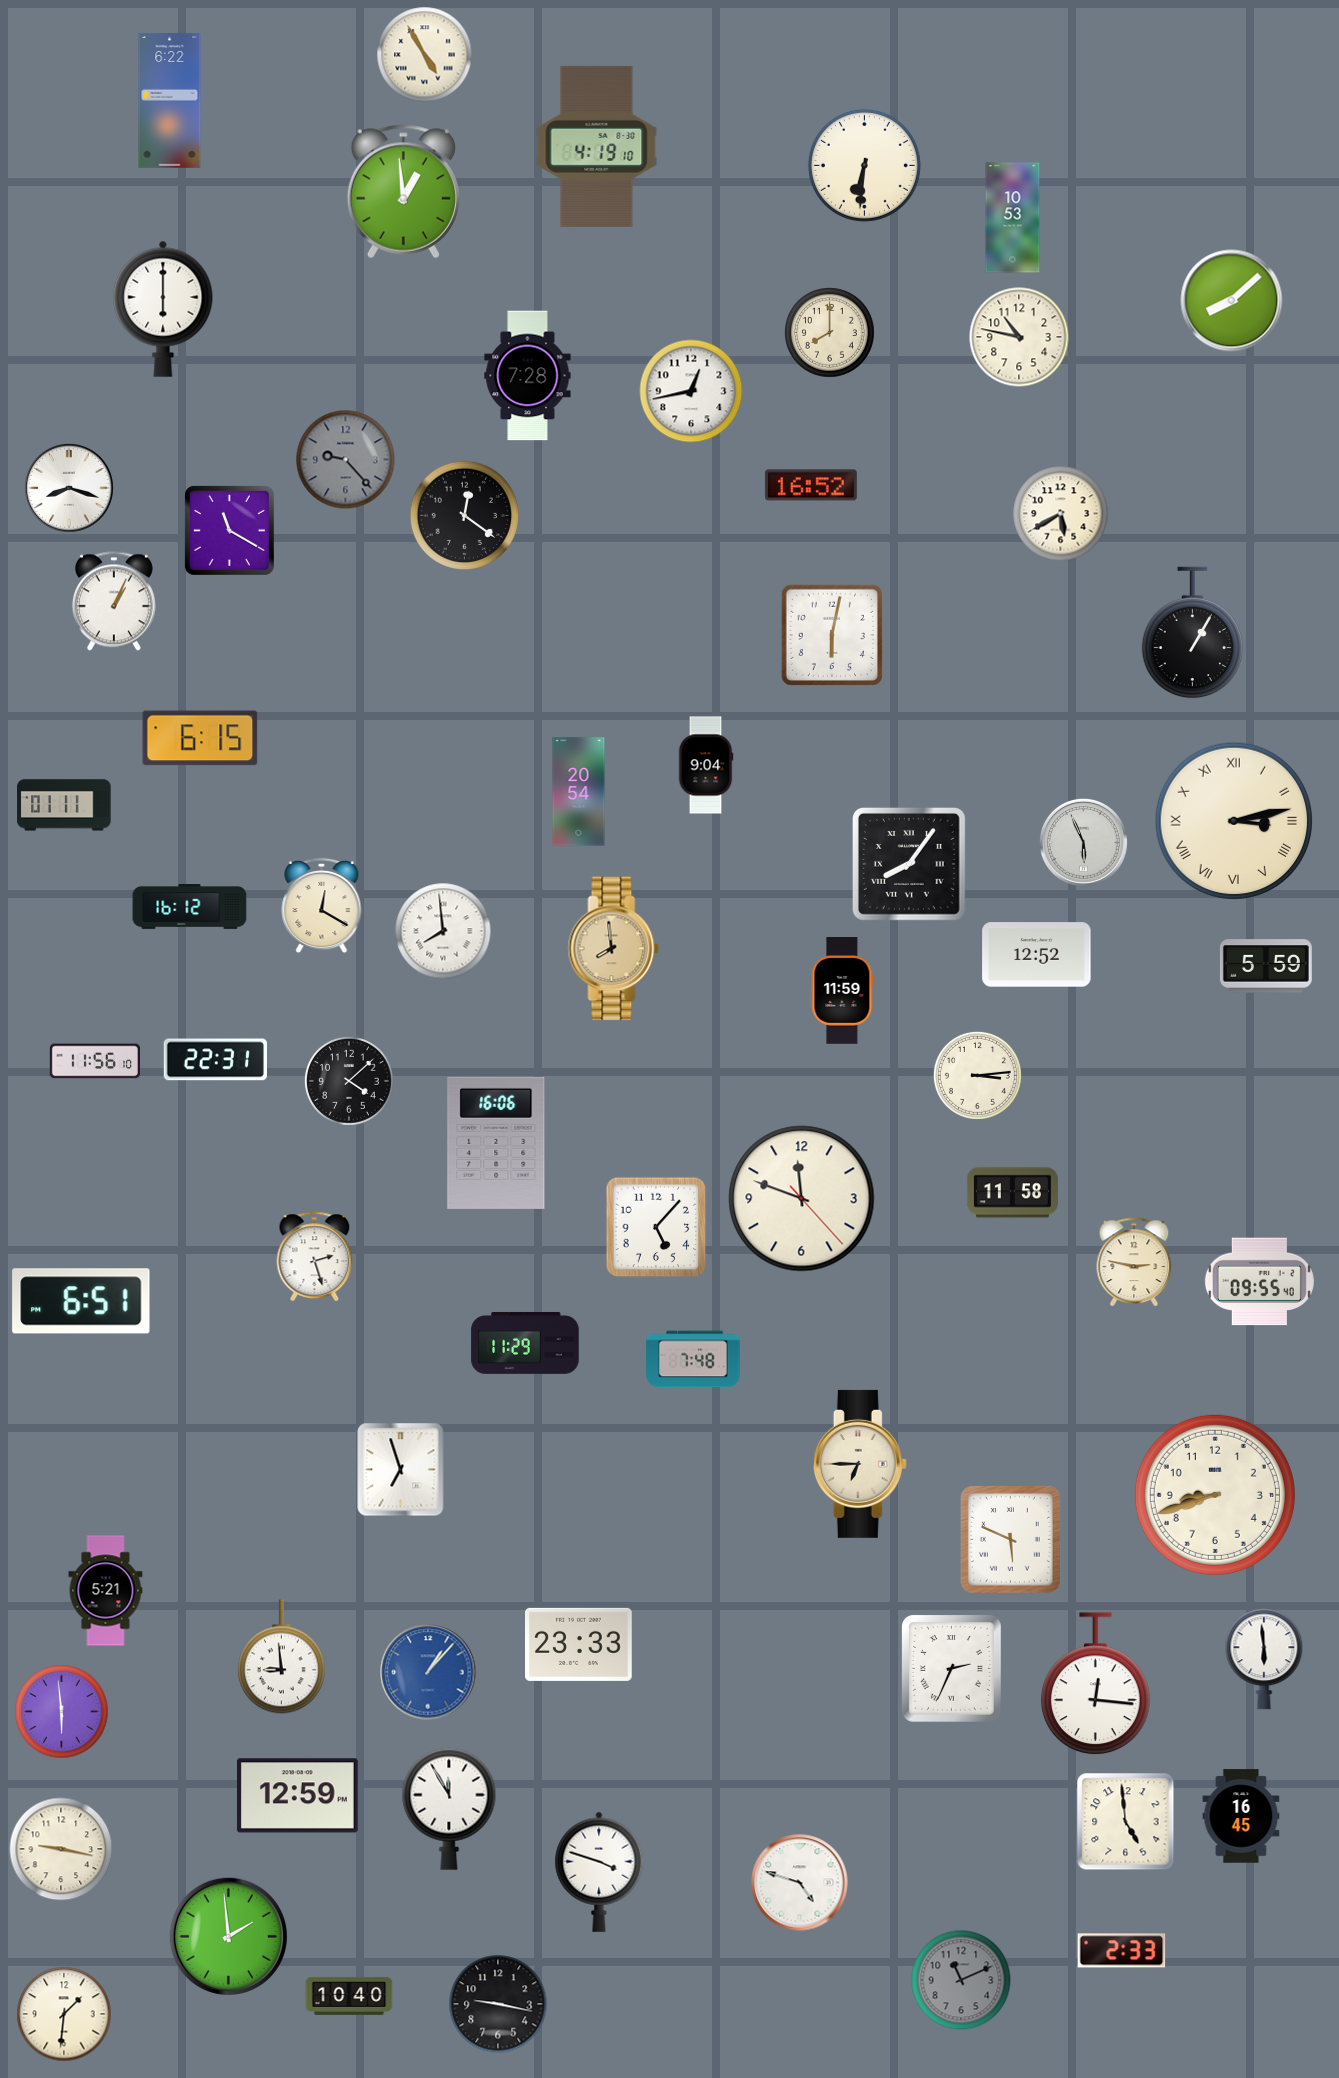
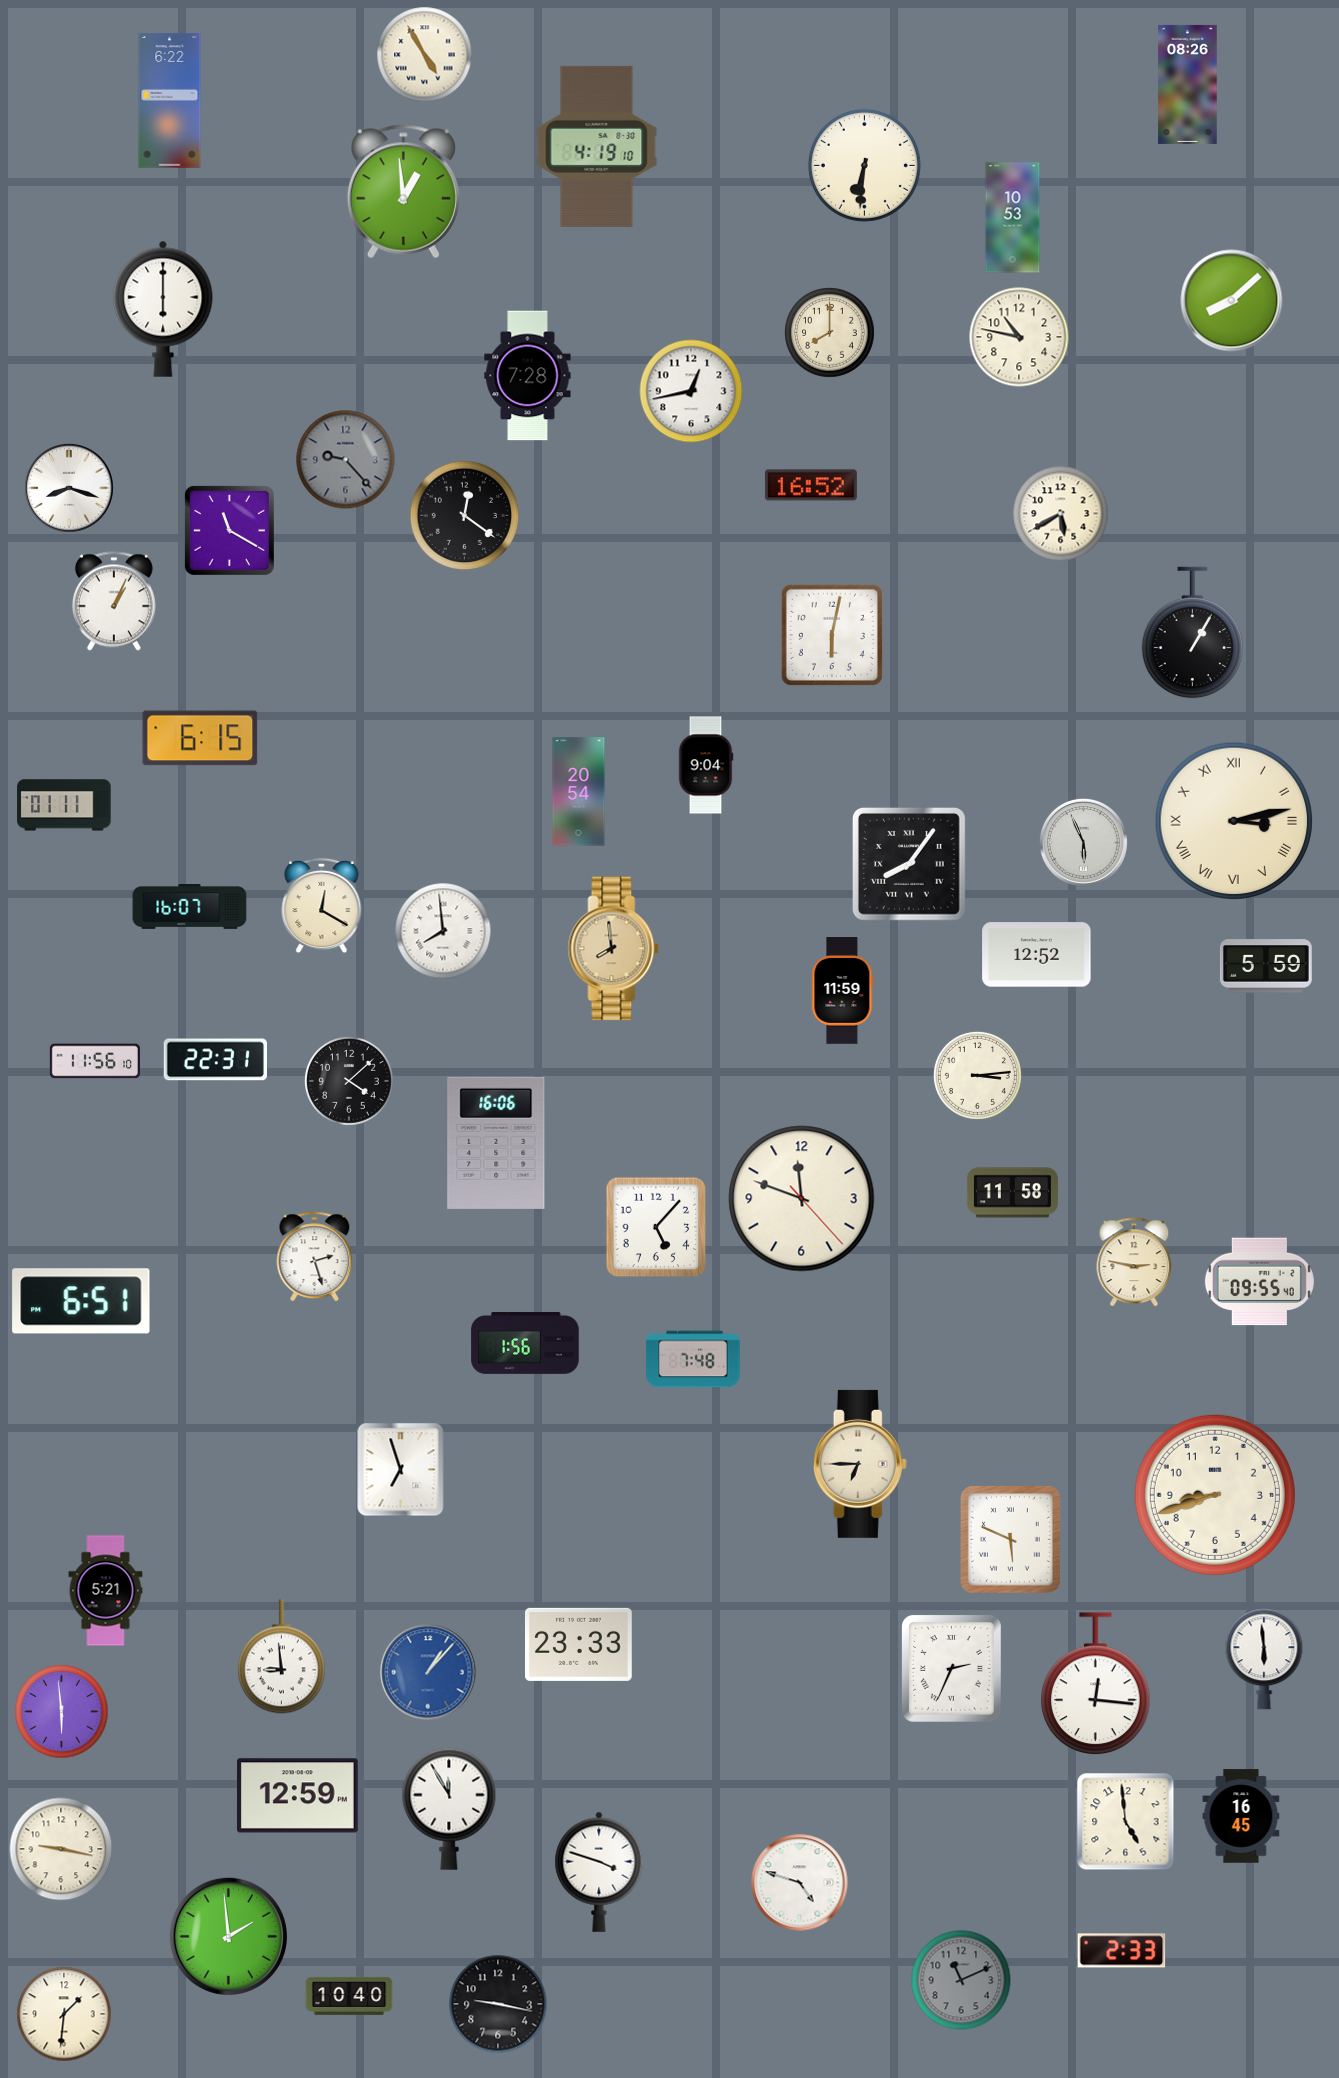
clock at (1188, 84): none -> 08:26
clock at (190, 907): 16:12 -> 16:07
clock at (525, 1343): 11:29 -> 1:56
